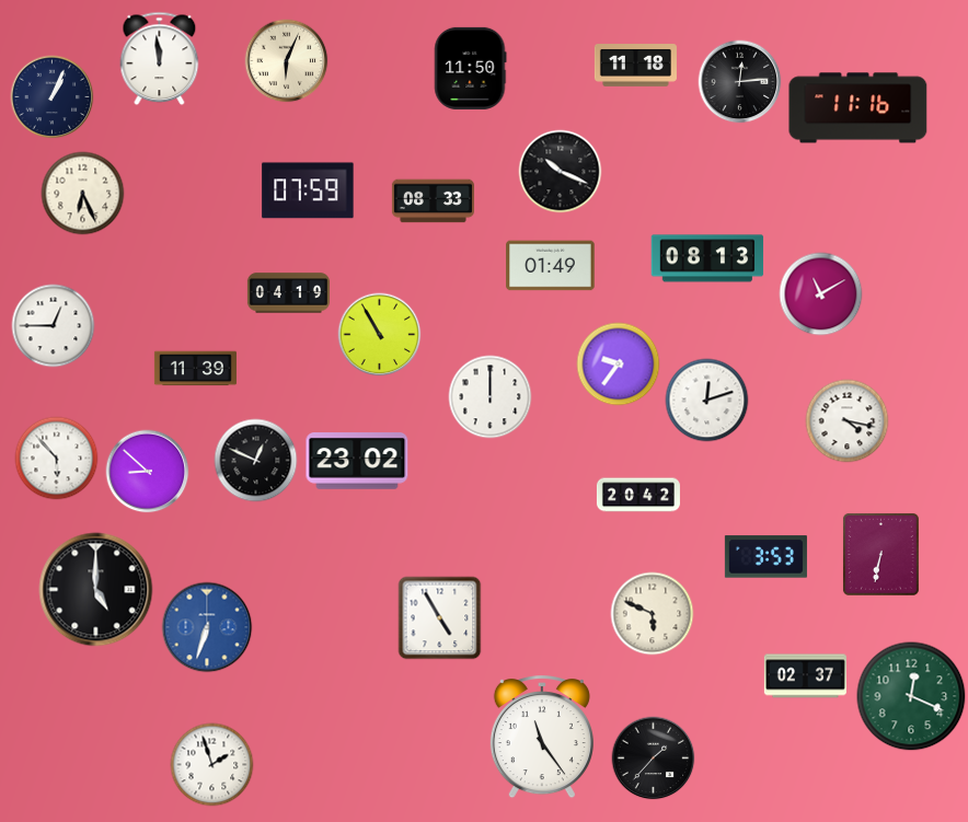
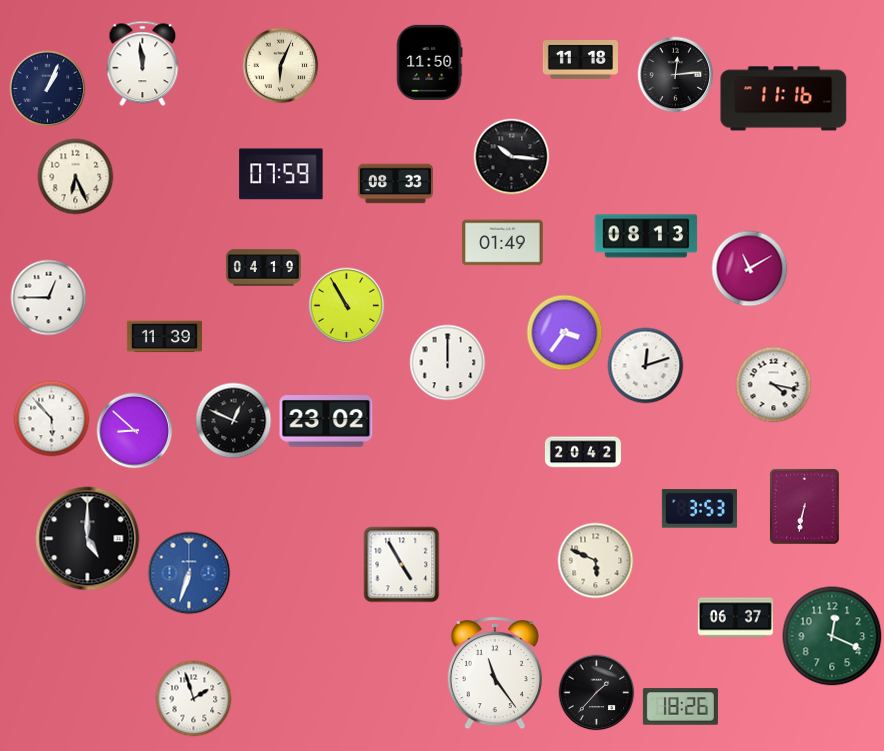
clock at (160, 59) position: (160, 59) -> (143, 64)
clock at (287, 61) position: (287, 61) -> (281, 66)
clock at (561, 172): 10:19 -> 10:16
clock at (619, 364): 9:36 -> 3:36
clock at (195, 369) position: (195, 369) -> (164, 337)
clock at (805, 676): 02:37 -> 06:37
clock at (680, 707): none -> 18:26
